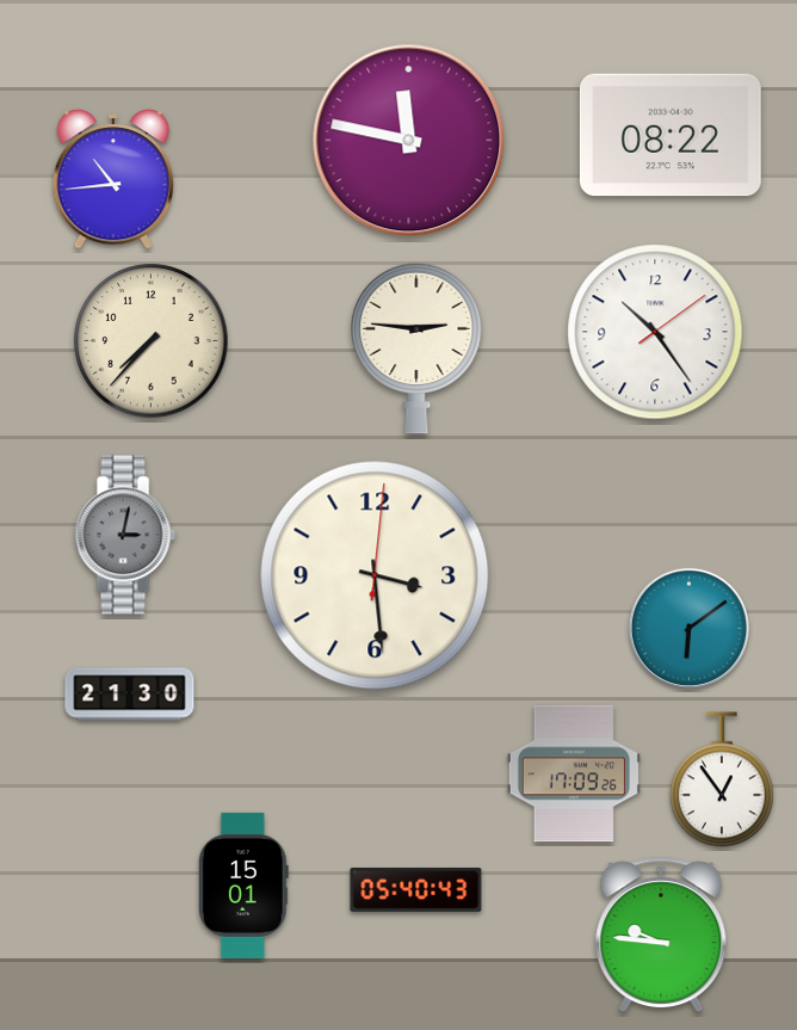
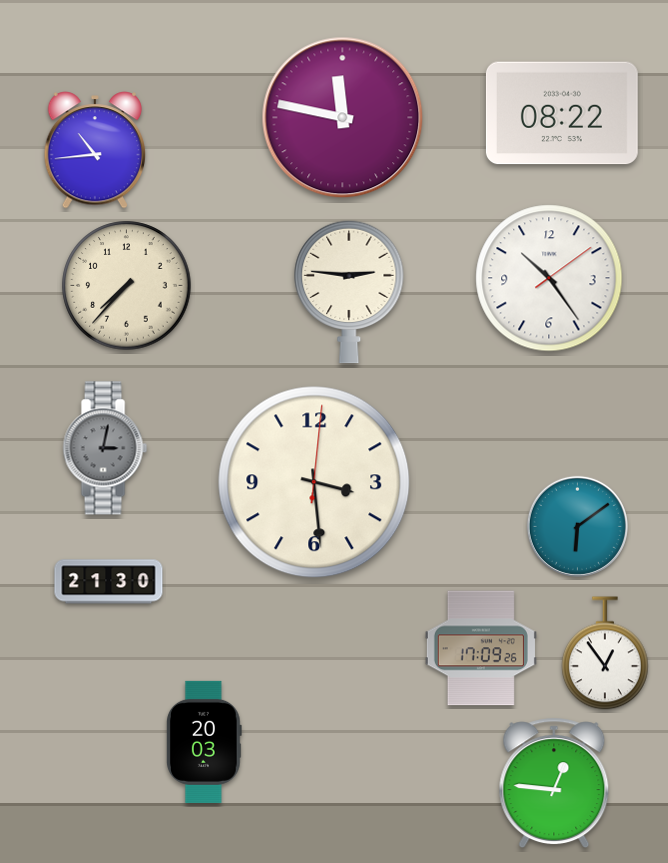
clock at (243, 886): 15:01 -> 20:03
clock at (416, 889): 05:40 -> none
clock at (661, 935): 9:46 -> 12:46
